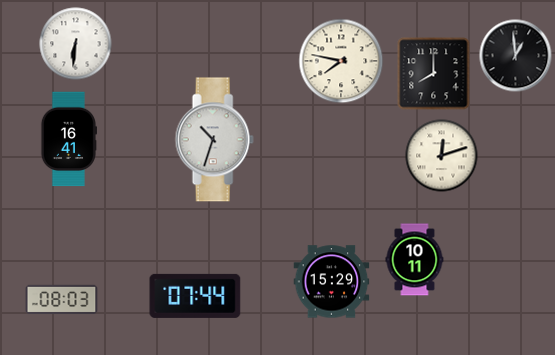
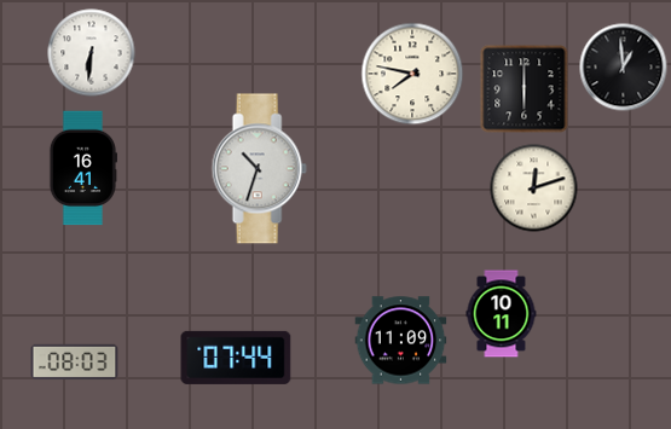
clock at (434, 74): 8:00 -> 6:00
clock at (332, 282): 15:29 -> 11:09
